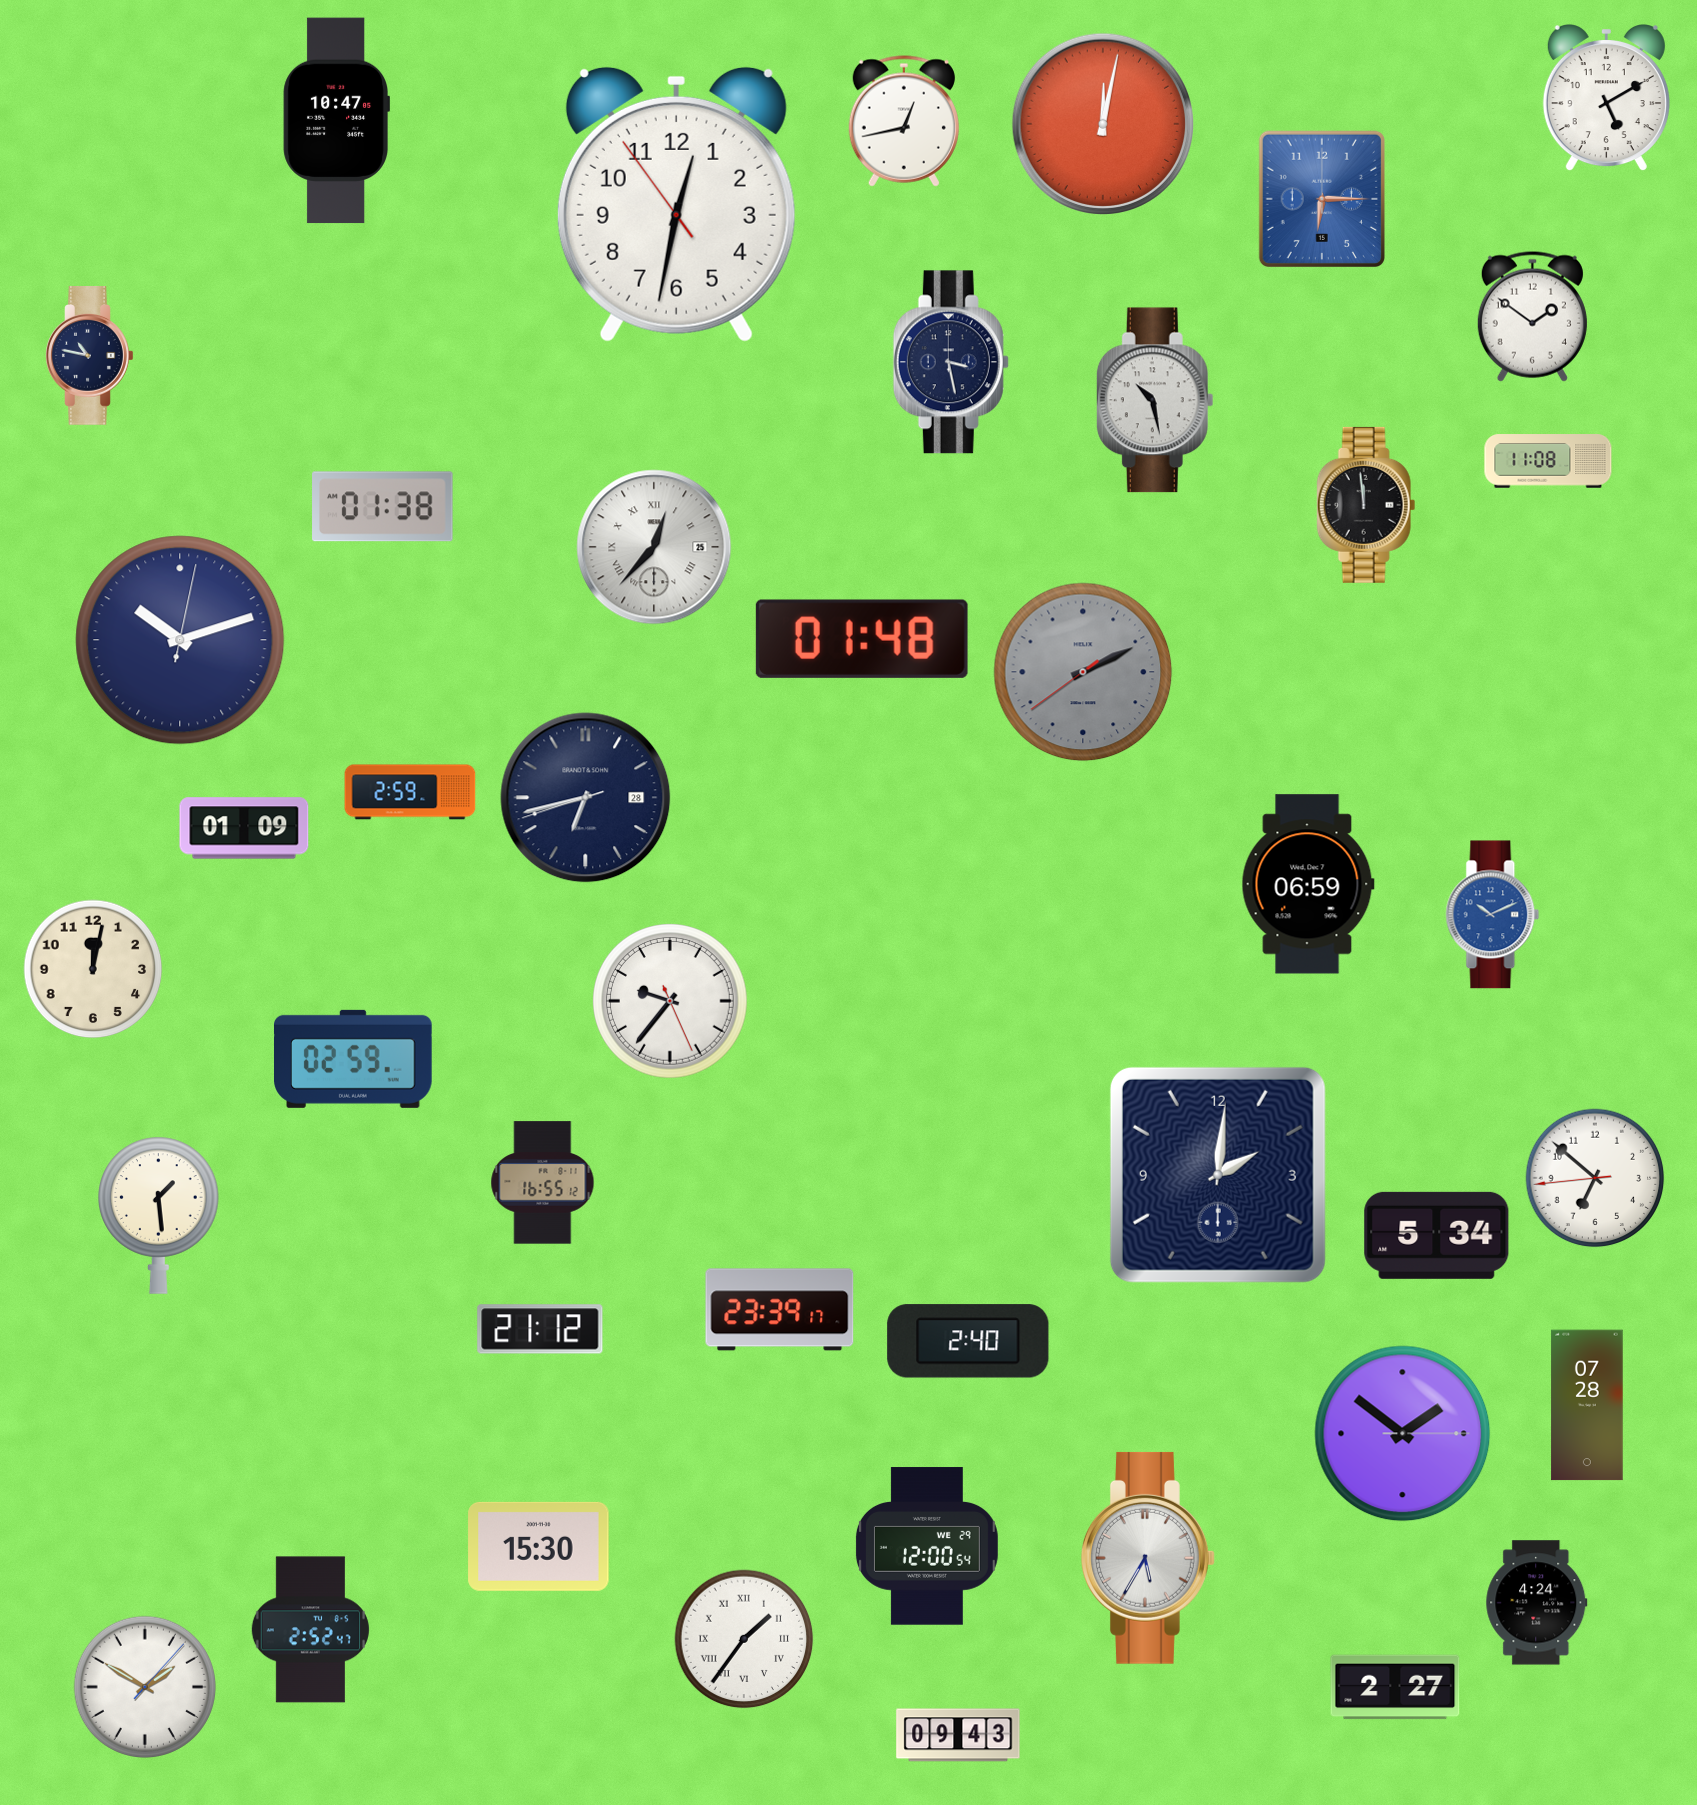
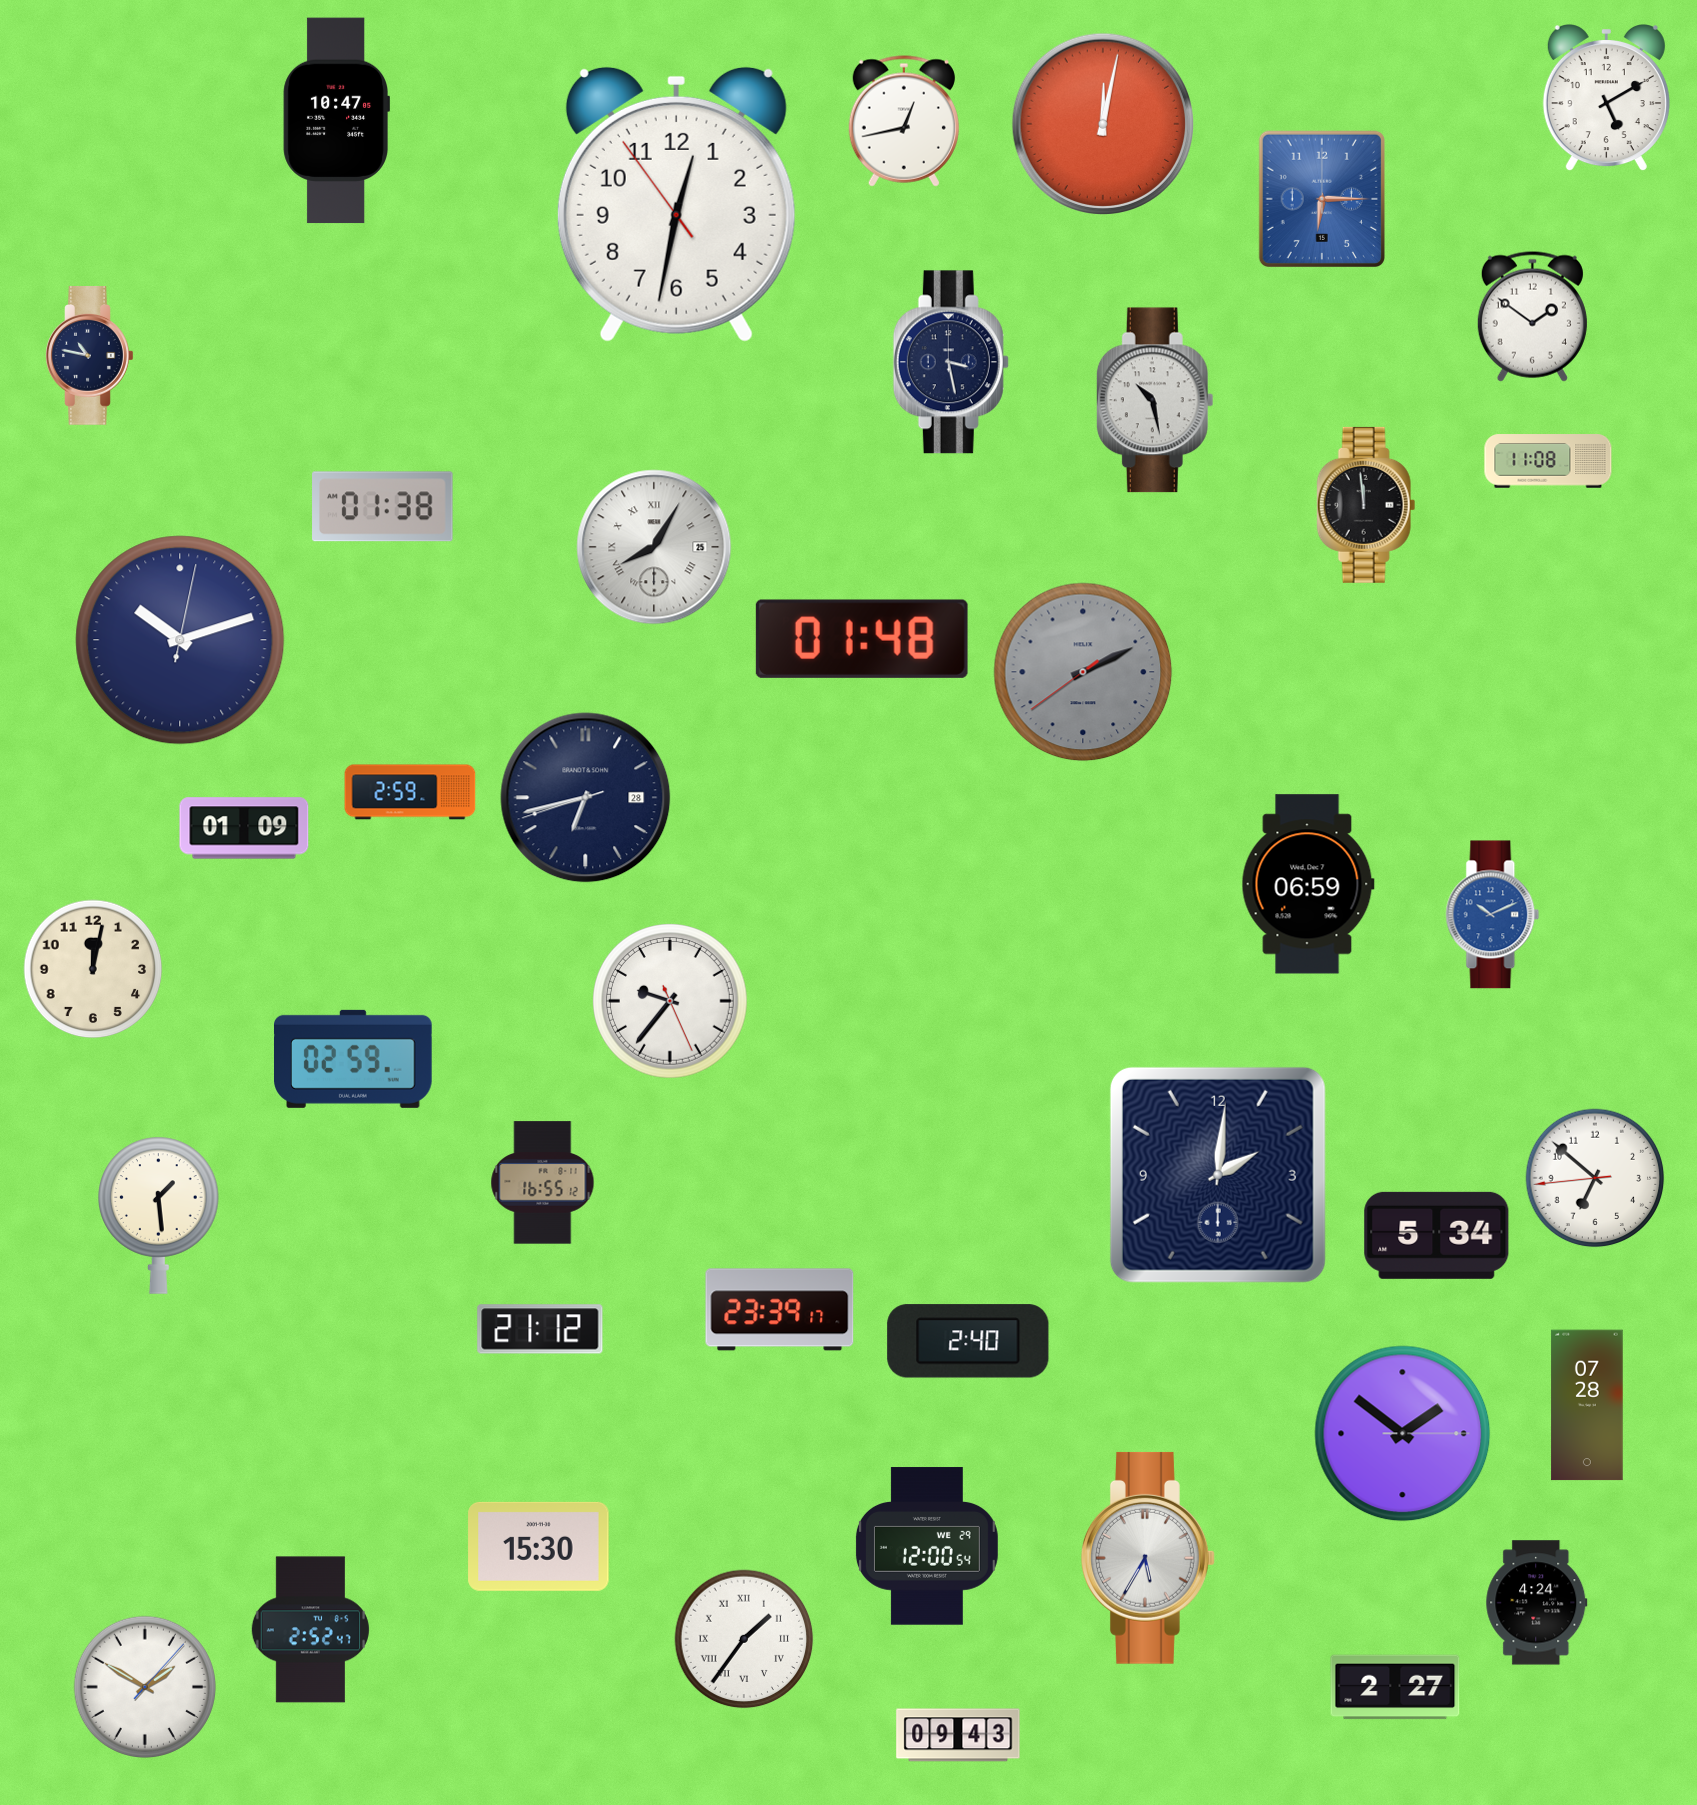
clock at (654, 547): 12:37 -> 8:05
